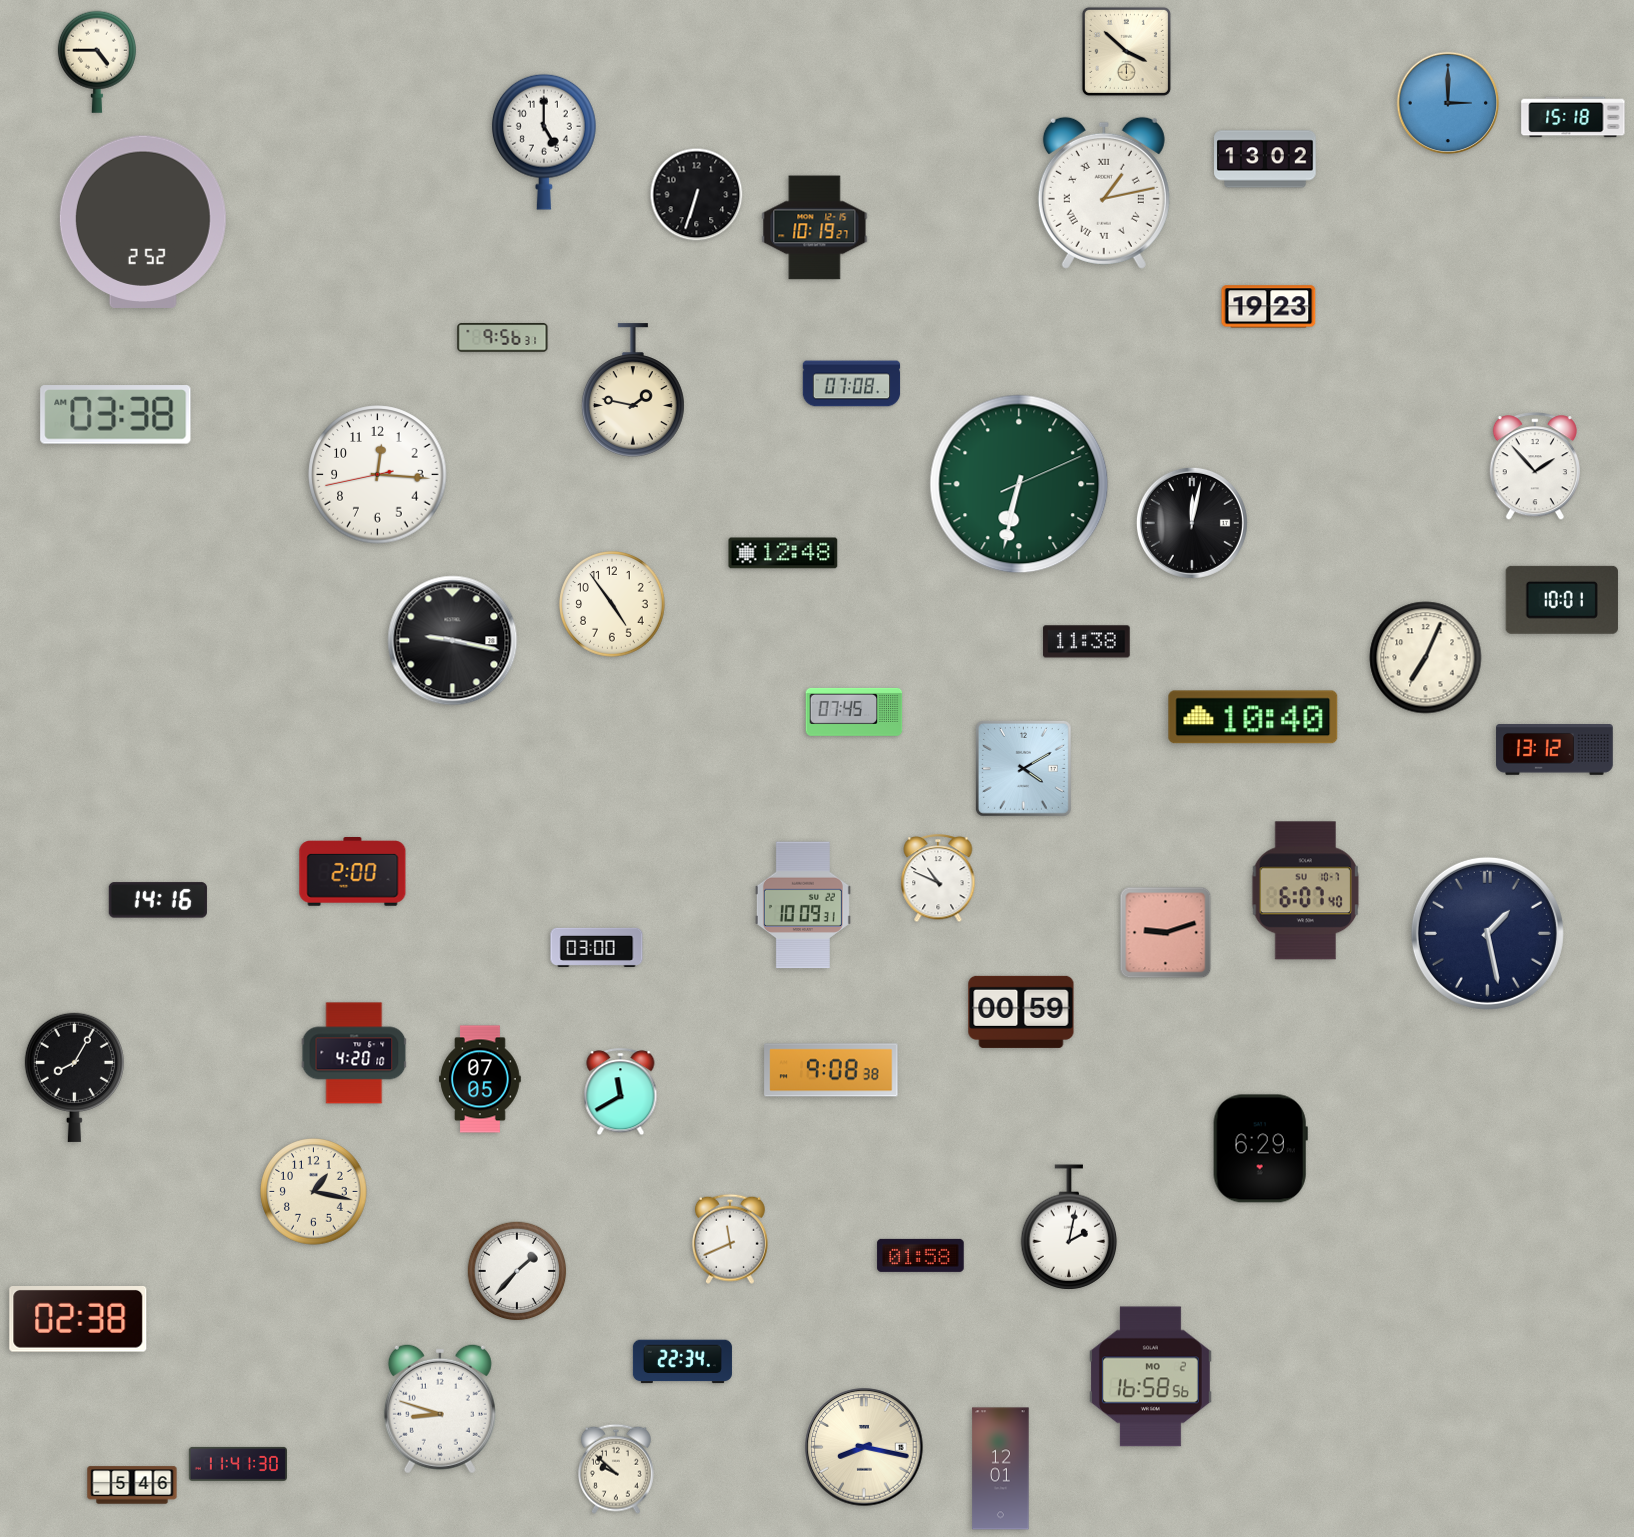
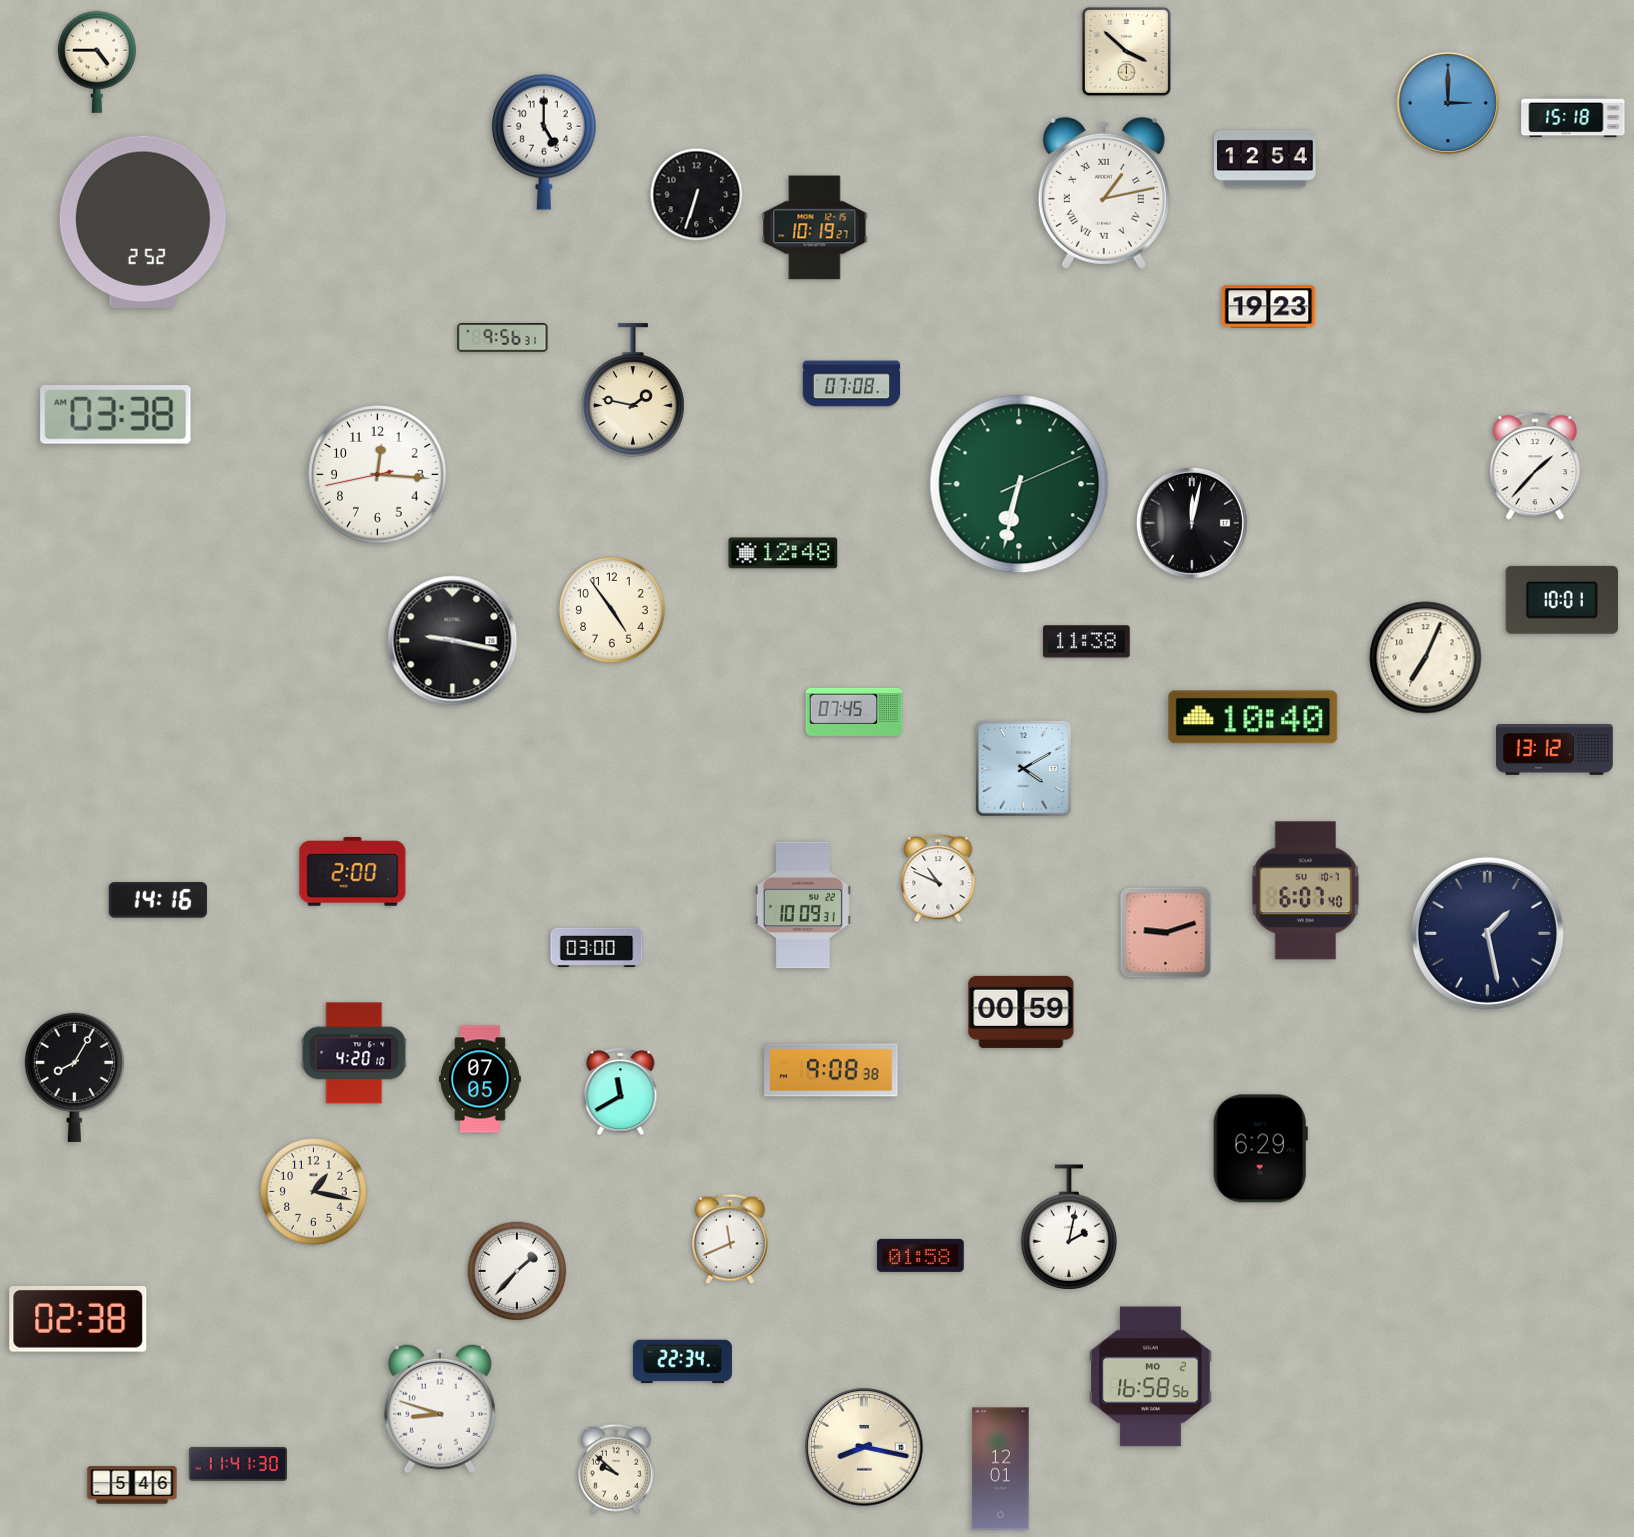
clock at (1265, 159): 13:02 -> 12:54
clock at (1535, 467): 1:53 -> 1:37
clock at (613, 605) position: (613, 605) -> (613, 611)
